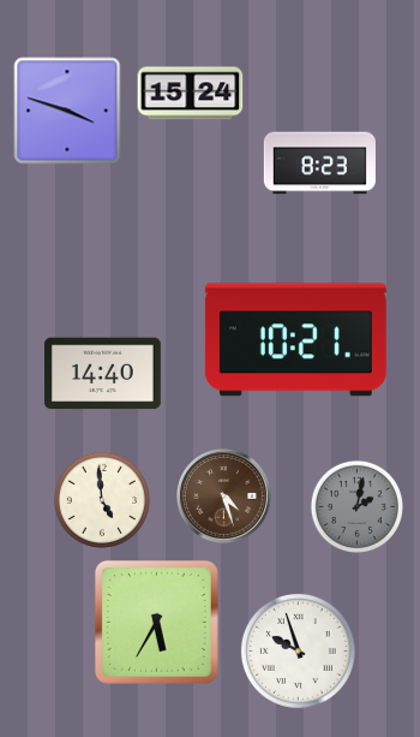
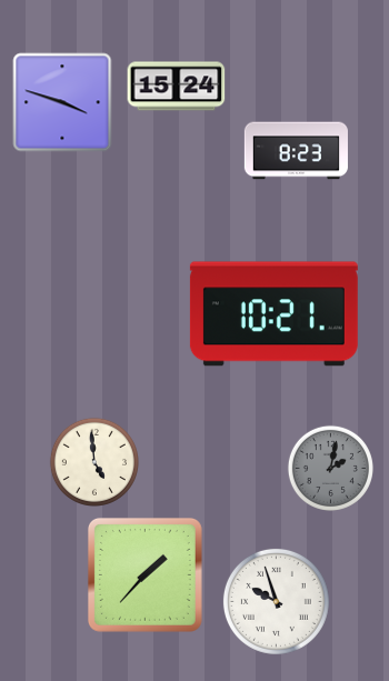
clock at (102, 374): 14:40 -> none
clock at (224, 497): 4:27 -> none
clock at (156, 622): 5:35 -> 1:37
